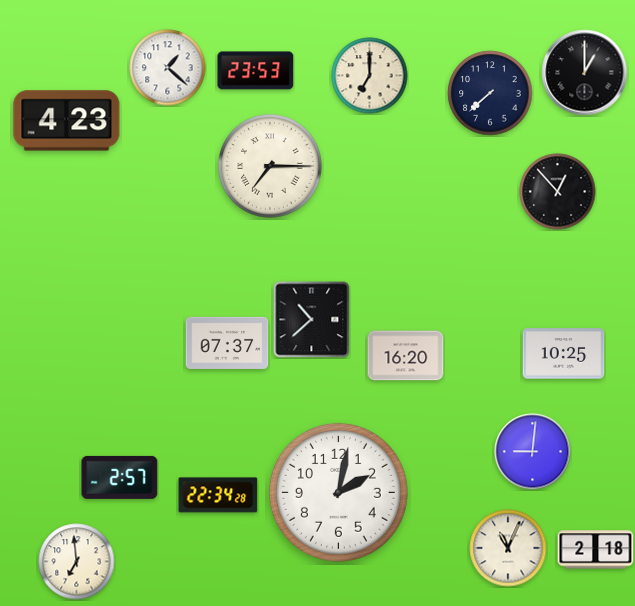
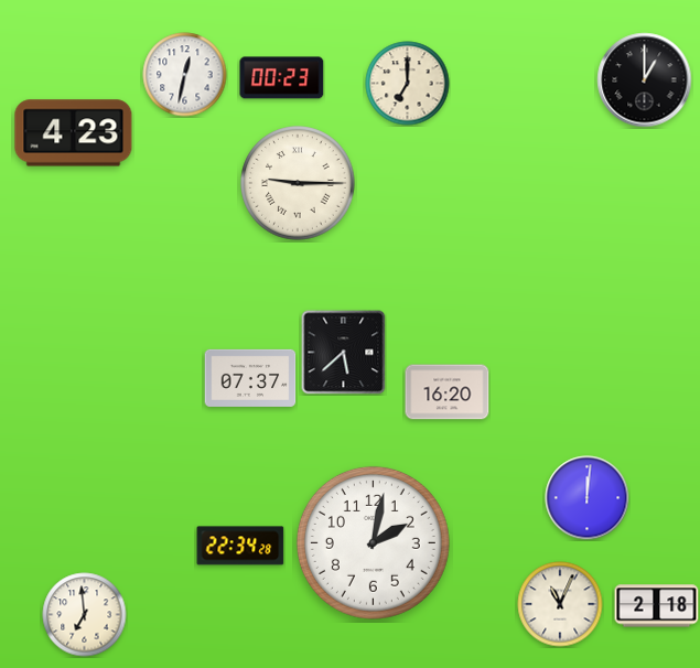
clock at (168, 68): 1:22 -> 12:32
clock at (256, 71): 23:53 -> 00:23
clock at (490, 93): 7:38 -> none
clock at (270, 166): 7:15 -> 9:15
clock at (558, 192): 12:53 -> none
clock at (312, 320): 10:38 -> 5:38
clock at (564, 354): 10:25 -> none
clock at (533, 452): 9:01 -> 12:01
clock at (120, 477): 2:57 -> none
clock at (77, 562) position: (77, 562) -> (85, 615)
